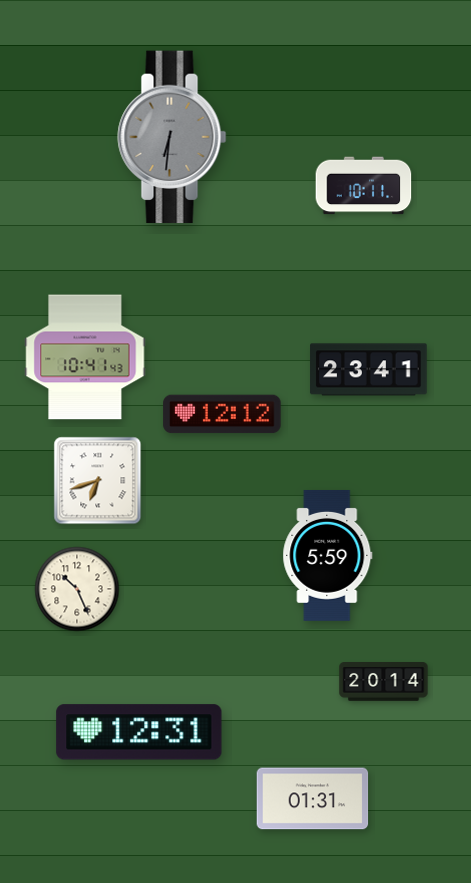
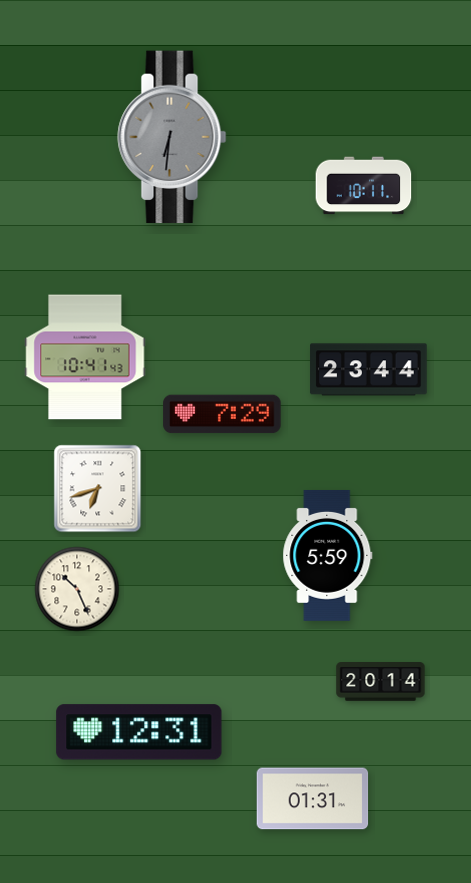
clock at (369, 370): 23:41 -> 23:44
clock at (222, 414): 12:12 -> 7:29
clock at (98, 481) position: (98, 481) -> (98, 489)
clock at (384, 682) position: (384, 682) -> (381, 682)
